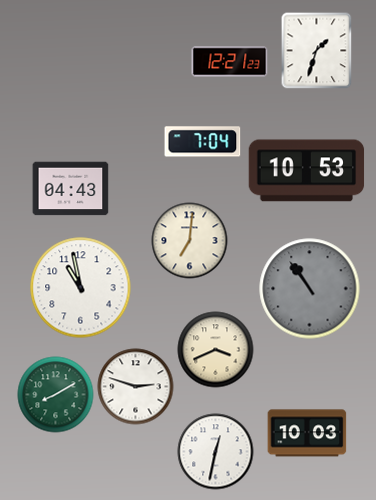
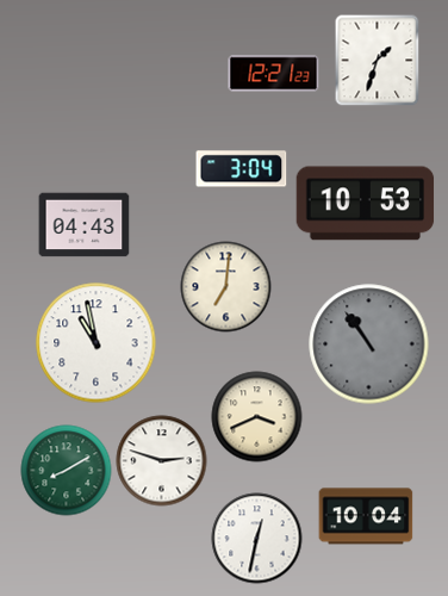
clock at (203, 142): 7:04 -> 3:04
clock at (307, 433): 10:03 -> 10:04
